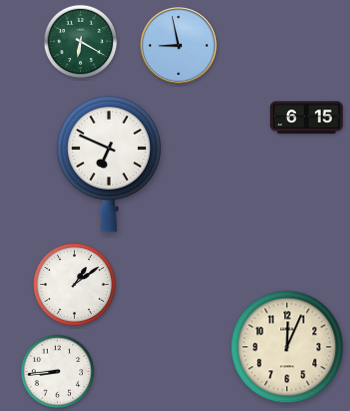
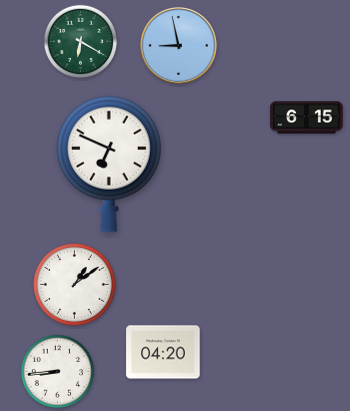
clock at (287, 347): 12:04 -> none
clock at (163, 352): none -> 04:20
